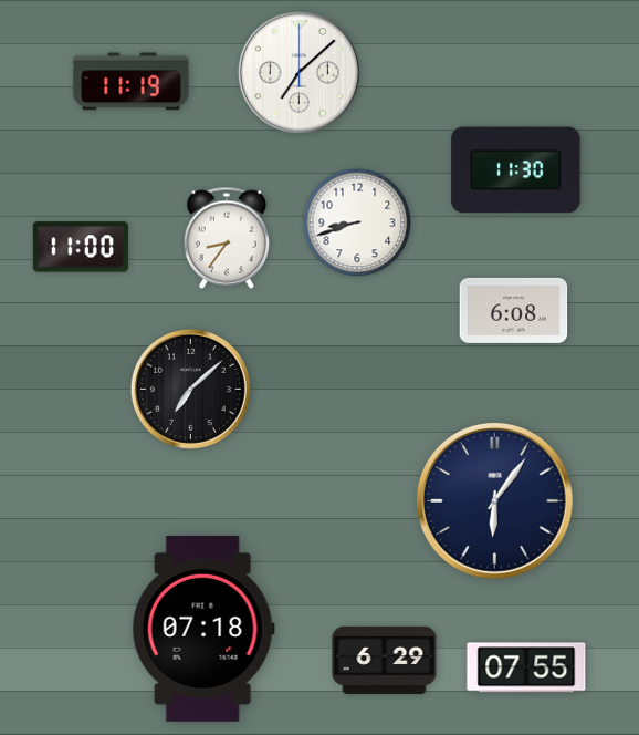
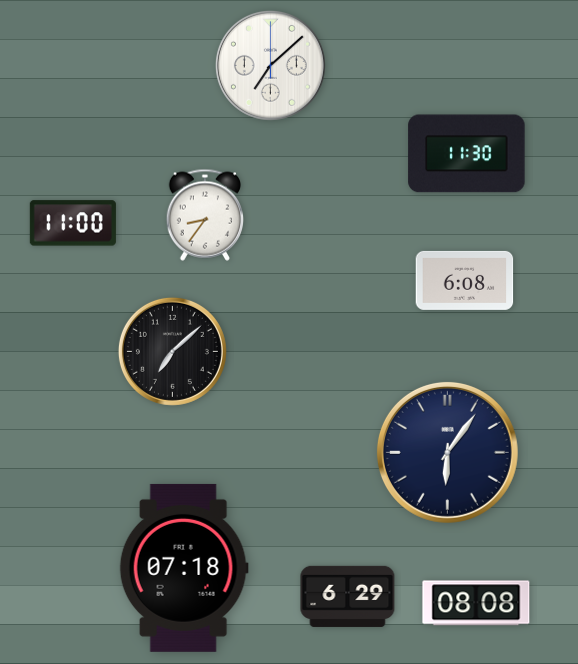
clock at (132, 82): 11:19 -> none
clock at (357, 222): 8:42 -> none
clock at (526, 667): 07:55 -> 08:08
